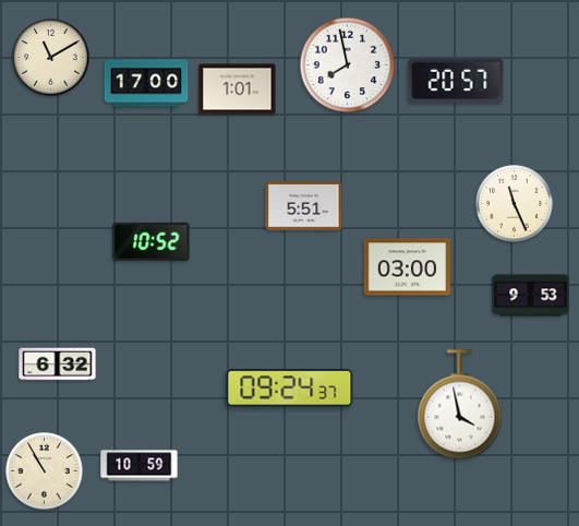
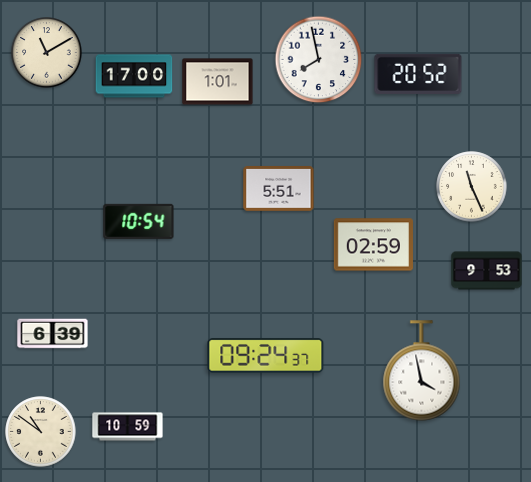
clock at (456, 81): 20:57 -> 20:52
clock at (152, 241): 10:52 -> 10:54
clock at (407, 267): 03:00 -> 02:59
clock at (58, 364): 6:32 -> 6:39
clock at (45, 471): 10:55 -> 10:51
